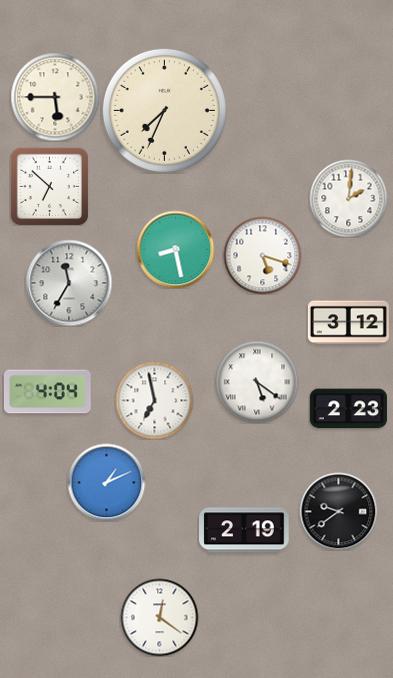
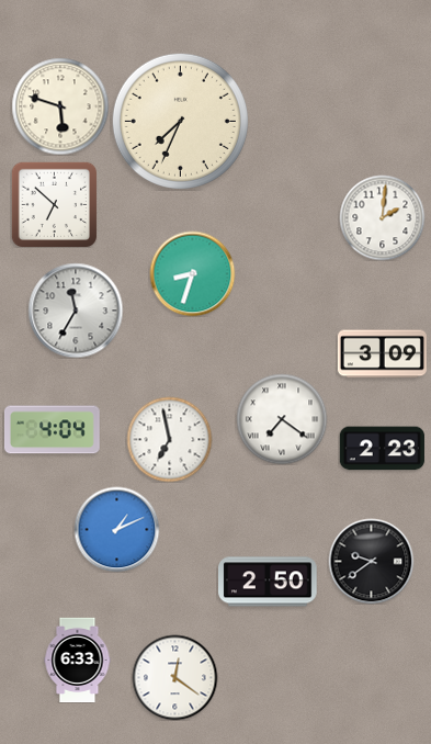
clock at (55, 97): 5:45 -> 5:48
clock at (175, 249): 8:28 -> 8:33
clock at (262, 255): 5:18 -> none
clock at (348, 323): 3:12 -> 3:09
clock at (257, 382): 5:21 -> 7:21
clock at (244, 530): 2:19 -> 2:50
clock at (78, 660): none -> 6:33
